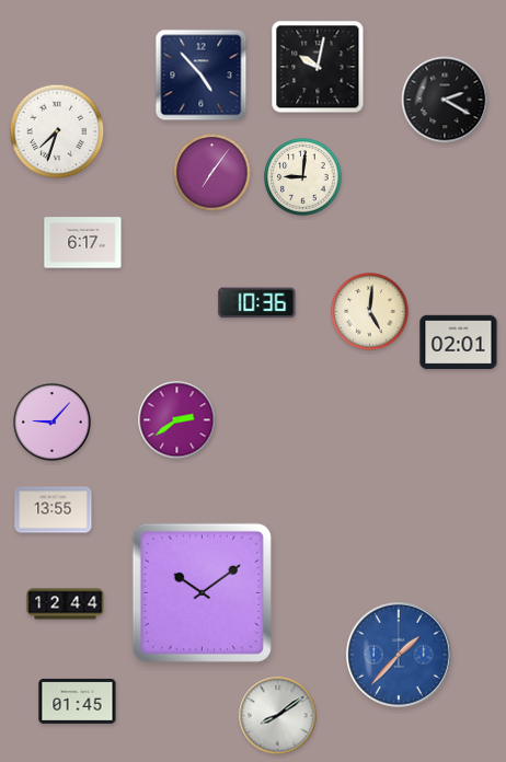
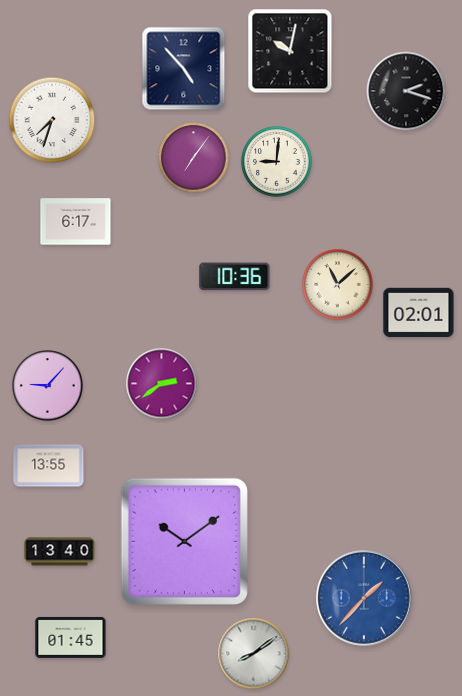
clock at (318, 67) position: (318, 67) -> (290, 51)
clock at (445, 100): 2:20 -> 2:18
clock at (370, 312): 5:01 -> 11:08
clock at (66, 604): 12:44 -> 13:40
clock at (78, 701) position: (78, 701) -> (71, 637)
